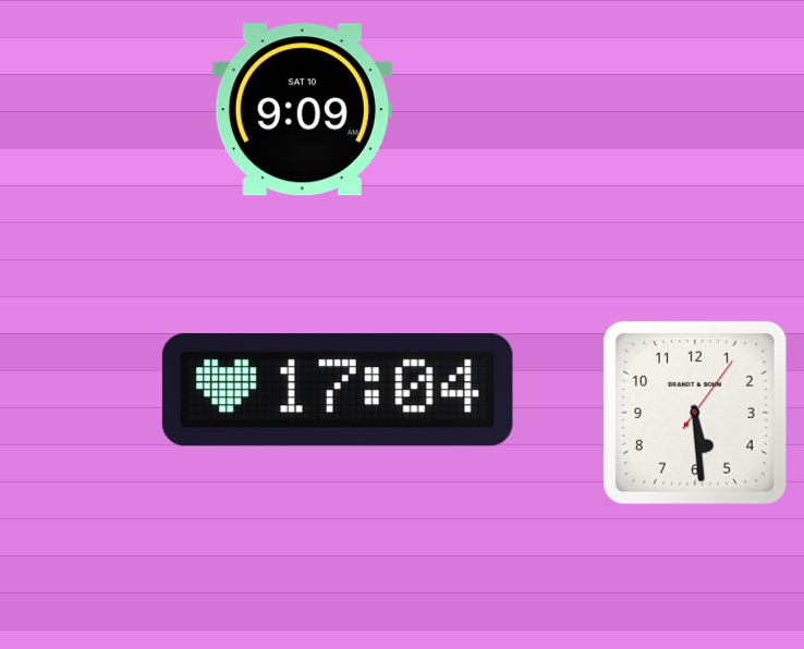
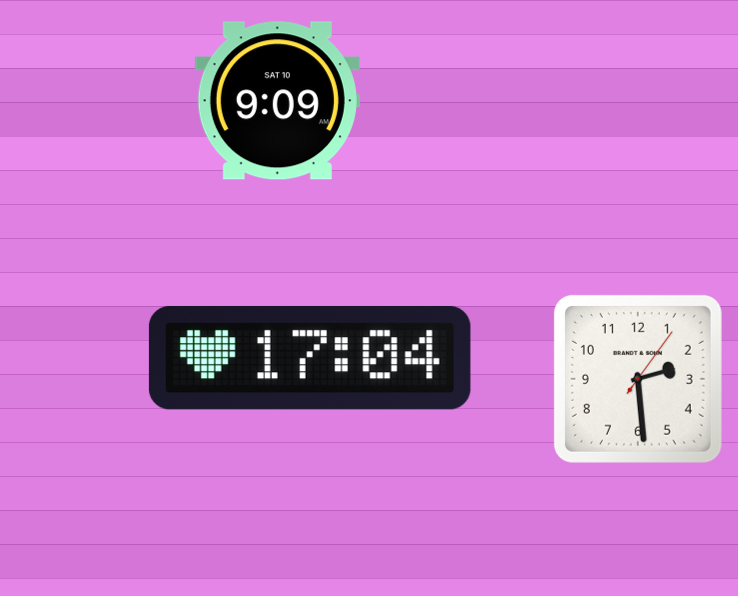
clock at (695, 413): 5:29 -> 2:29
